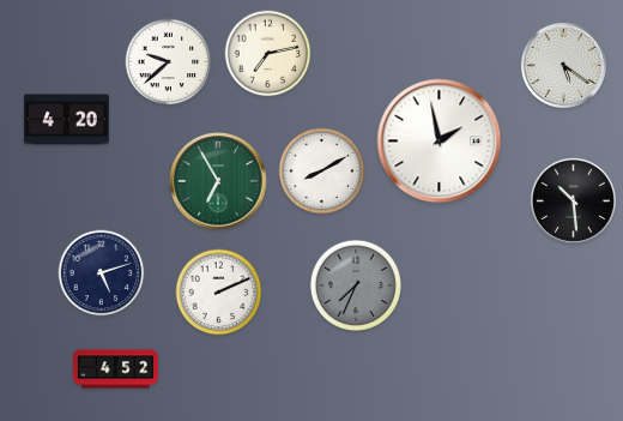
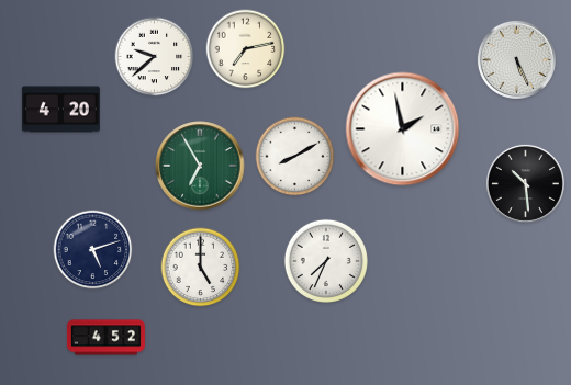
clock at (563, 65): 5:21 -> 5:26
clock at (356, 285) dial: grey -> white
clock at (219, 293): 2:11 -> 5:00
